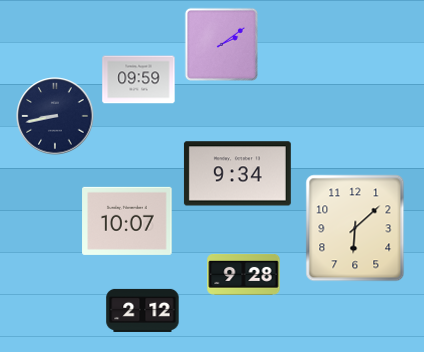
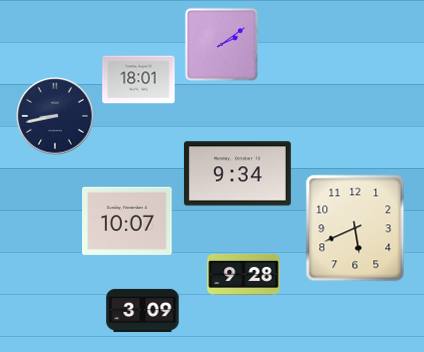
clock at (139, 80): 09:59 -> 18:01
clock at (355, 228): 6:08 -> 5:41
clock at (143, 310): 2:12 -> 3:09
